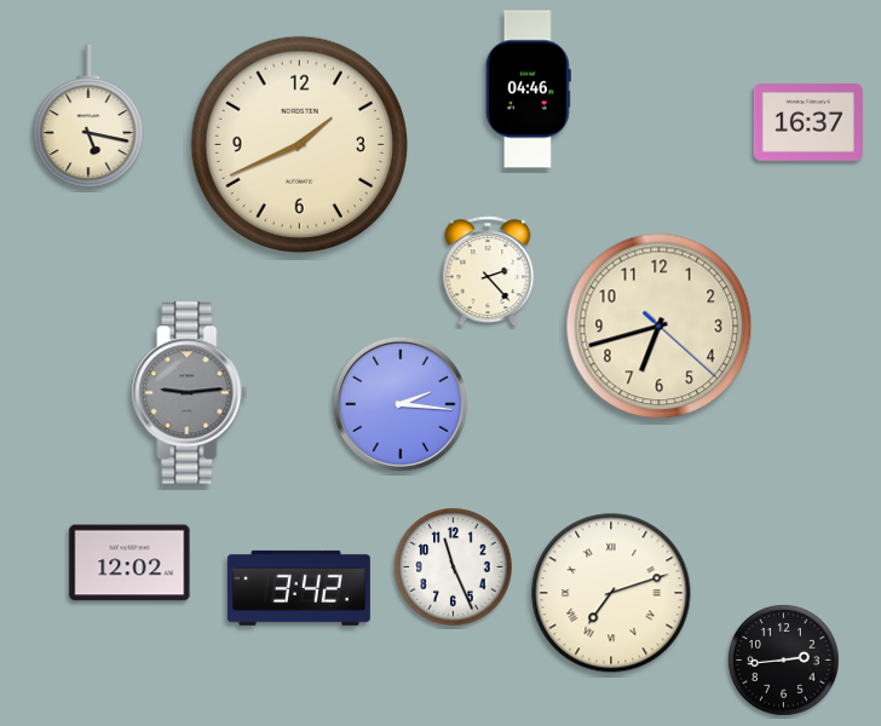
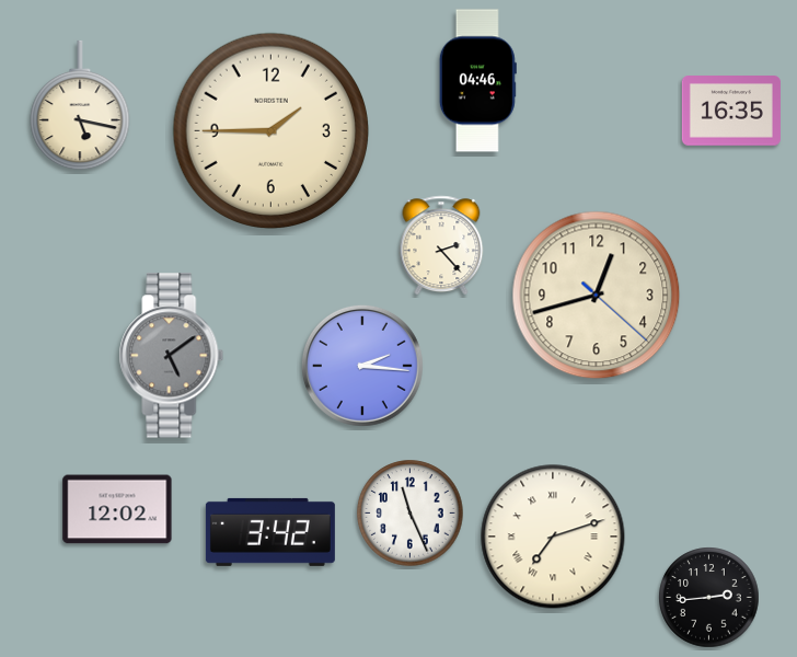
clock at (808, 123): 16:37 -> 16:35
clock at (299, 144): 1:41 -> 1:45
clock at (660, 327): 6:42 -> 12:42
clock at (190, 393): 9:14 -> 5:09
